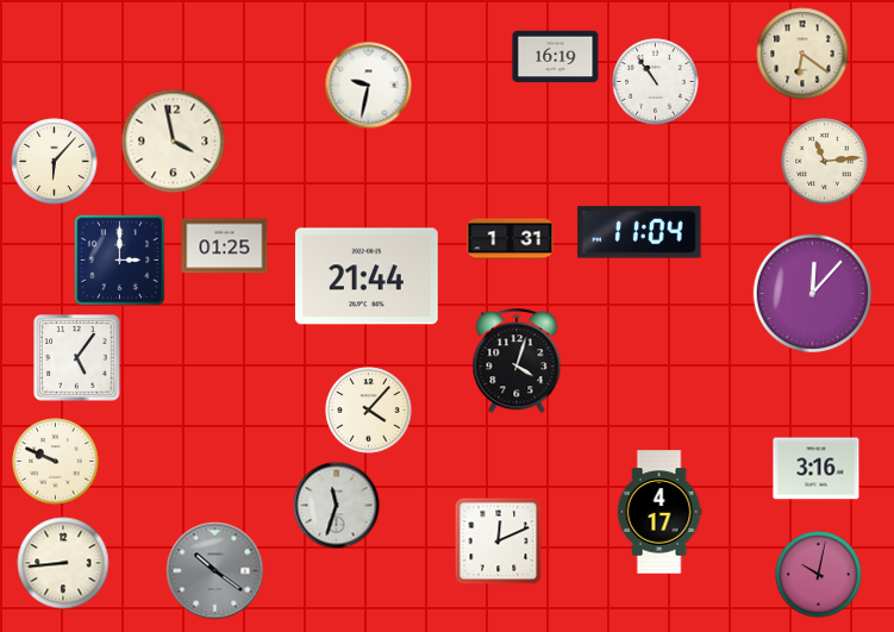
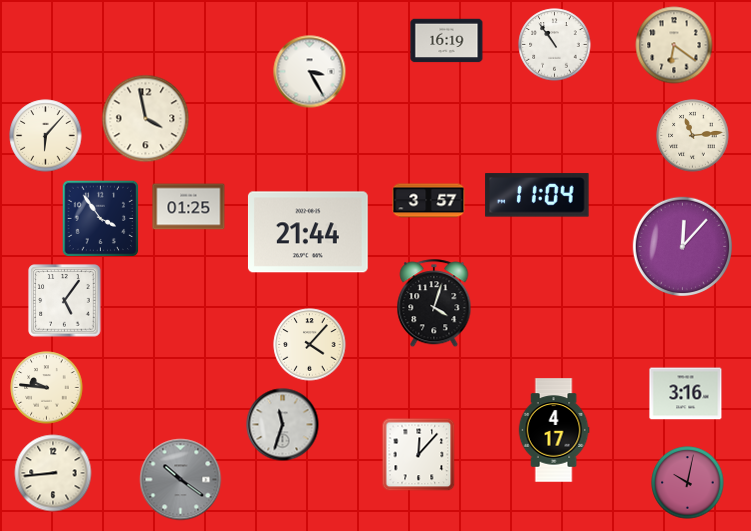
clock at (556, 57) position: (556, 57) -> (447, 41)
clock at (656, 82) position: (656, 82) -> (555, 45)
clock at (369, 86): 9:32 -> 3:25
clock at (511, 239): 1:31 -> 3:57
clock at (120, 261): 3:00 -> 3:54
clock at (56, 462): 9:49 -> 9:46
clock at (499, 542): 12:11 -> 12:07
